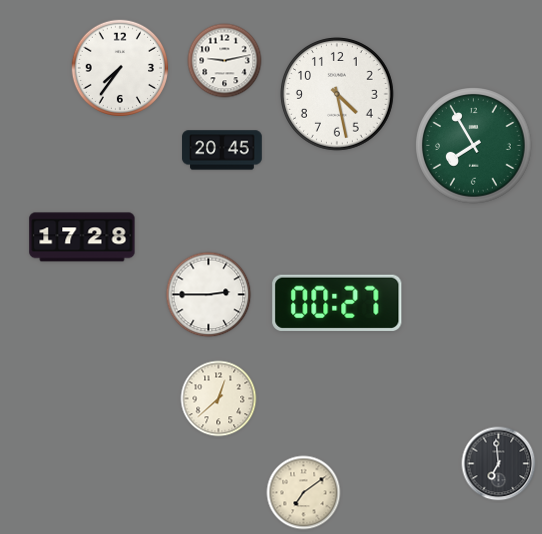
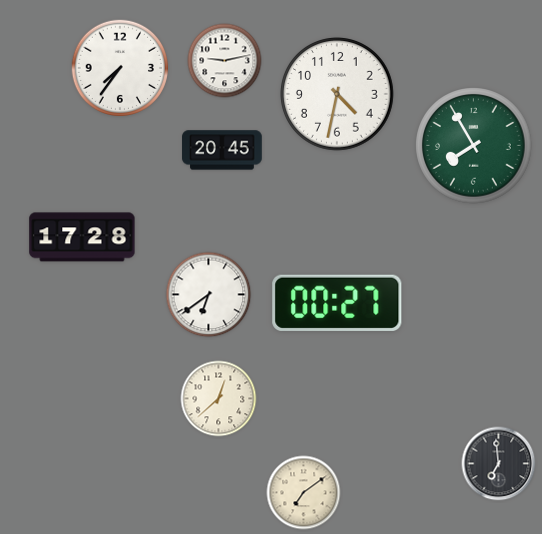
clock at (338, 95): 4:28 -> 4:32
clock at (209, 295): 2:45 -> 6:39
